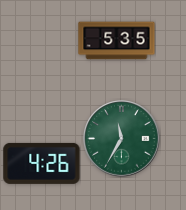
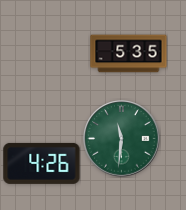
clock at (117, 41) position: (117, 41) -> (129, 54)
clock at (122, 139): 11:35 -> 11:31
